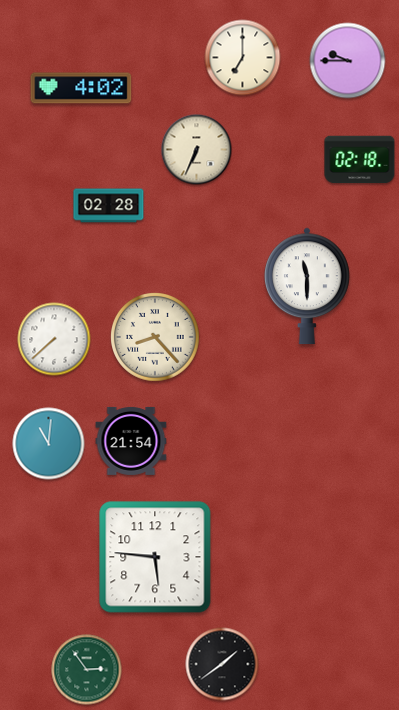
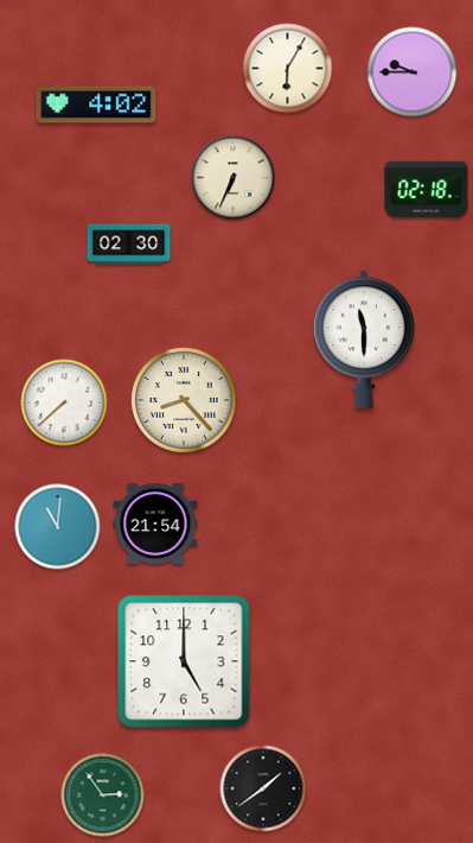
clock at (243, 58): 7:00 -> 6:05
clock at (109, 206): 02:28 -> 02:30
clock at (155, 557): 5:46 -> 5:00
